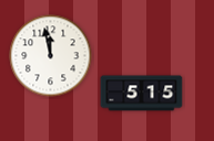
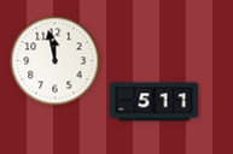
clock at (142, 94): 5:15 -> 5:11
